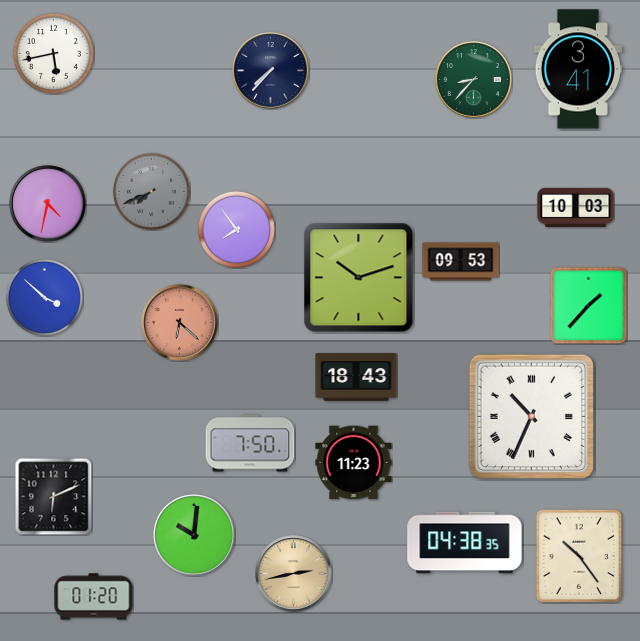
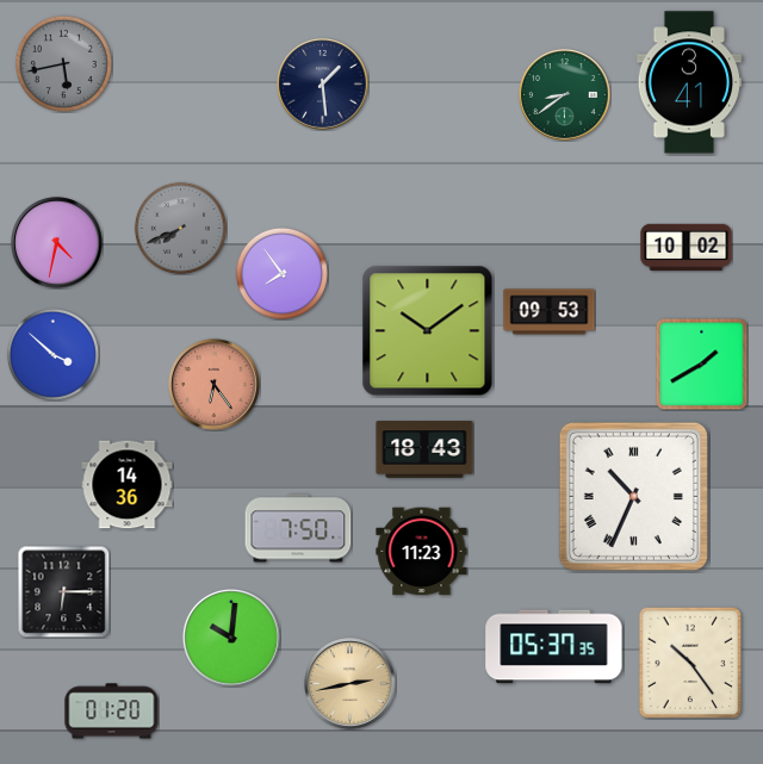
clock at (53, 53) dial: white -> grey
clock at (271, 71): 7:37 -> 1:29
clock at (474, 80): 8:37 -> 8:39
clock at (576, 208): 10:03 -> 10:02
clock at (359, 278): 10:12 -> 10:09
clock at (588, 305): 1:37 -> 1:40
clock at (180, 323): 6:22 -> 6:24
clock at (128, 485): none -> 14:36
clock at (53, 496): 6:11 -> 6:15
clock at (465, 543): 04:38 -> 05:37
